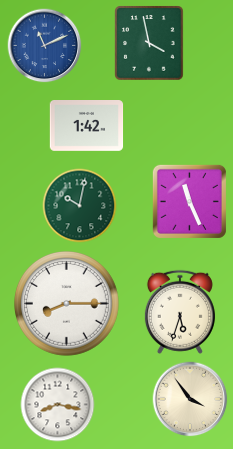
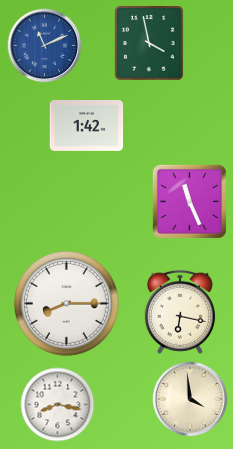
clock at (80, 206): 10:02 -> none
clock at (180, 312): 5:33 -> 6:17
clock at (190, 399): 3:54 -> 3:59
